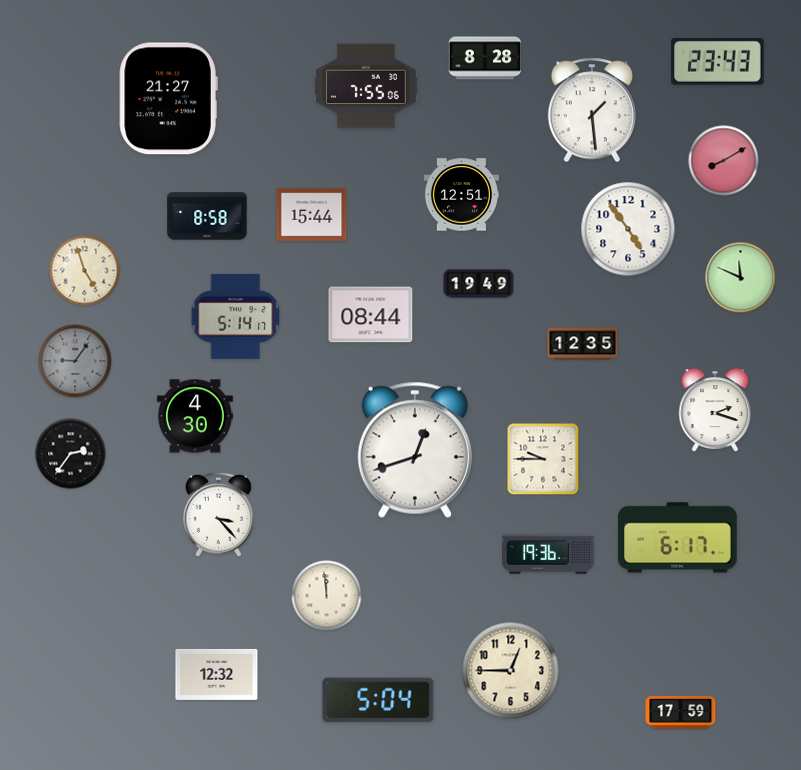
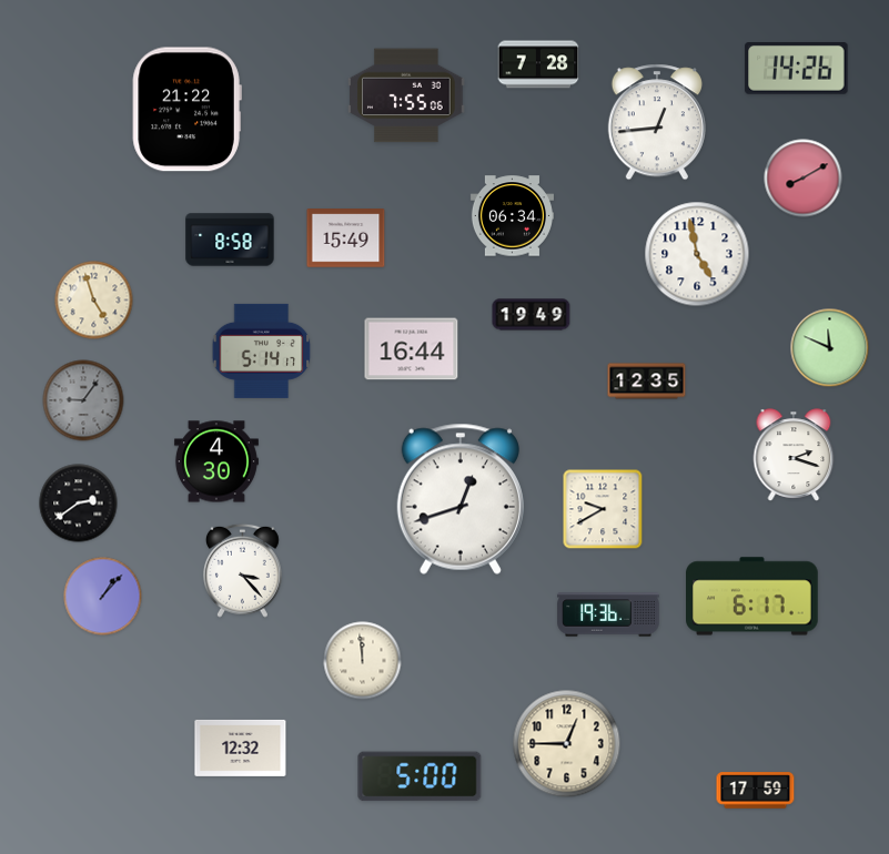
clock at (485, 58): 8:28 -> 7:28
clock at (718, 62): 23:43 -> 14:26
clock at (168, 99): 21:27 -> 21:22
clock at (591, 110): 1:29 -> 12:44
clock at (461, 195): 12:51 -> 06:34
clock at (312, 215): 15:44 -> 15:49
clock at (628, 229): 4:54 -> 4:58
clock at (741, 278) position: (741, 278) -> (830, 348)
clock at (371, 315): 08:44 -> 16:44
clock at (71, 454): 2:36 -> 2:39
clock at (543, 459): 9:45 -> 9:40
clock at (103, 597): none -> 1:07
clock at (378, 700): 5:04 -> 5:00
